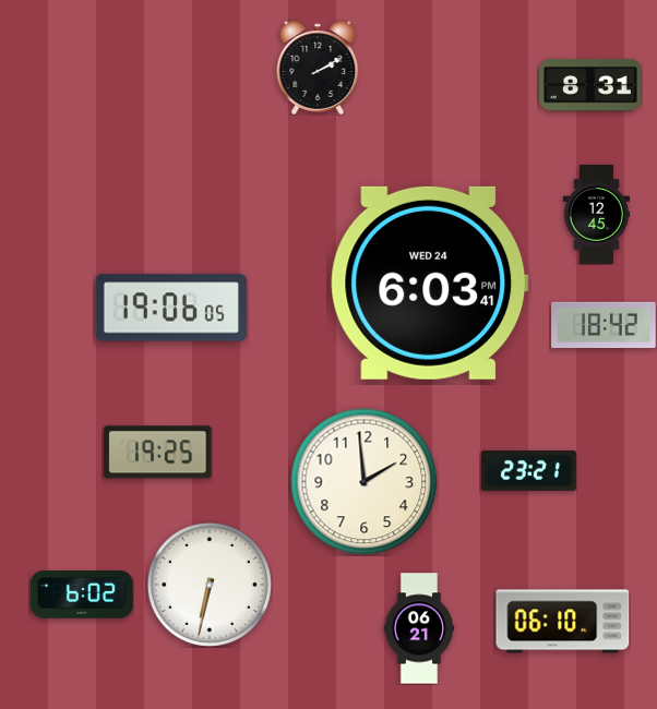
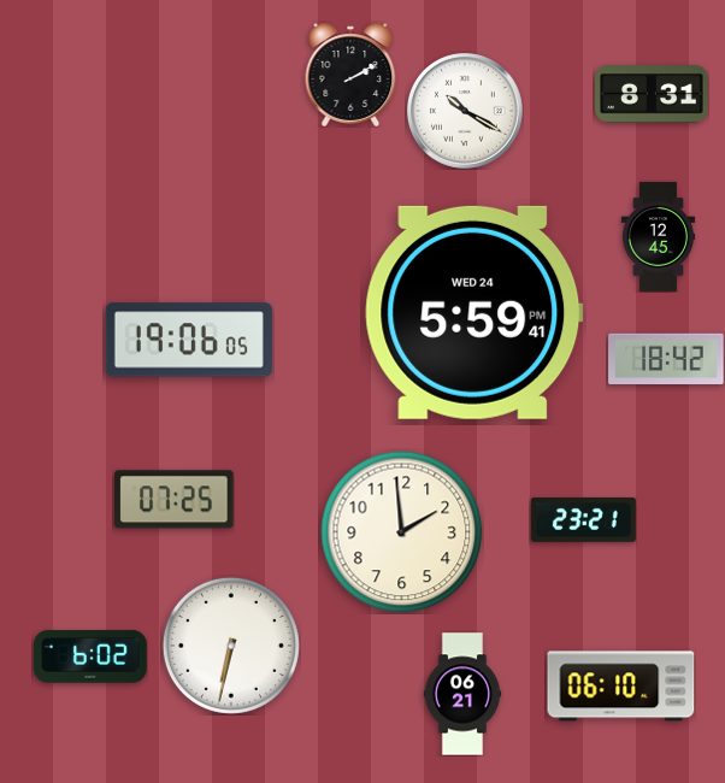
clock at (465, 111): none -> 10:20
clock at (430, 283): 6:03 -> 5:59
clock at (158, 453): 19:25 -> 07:25
